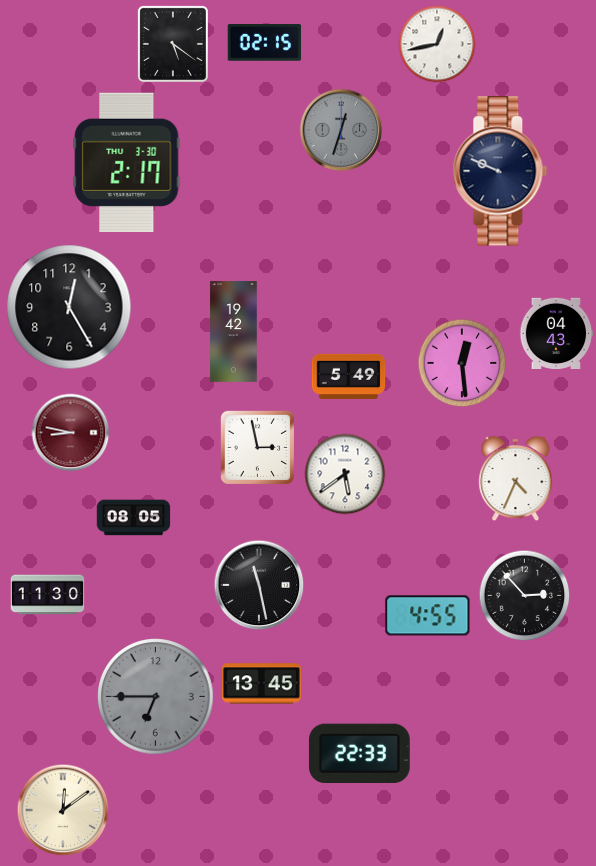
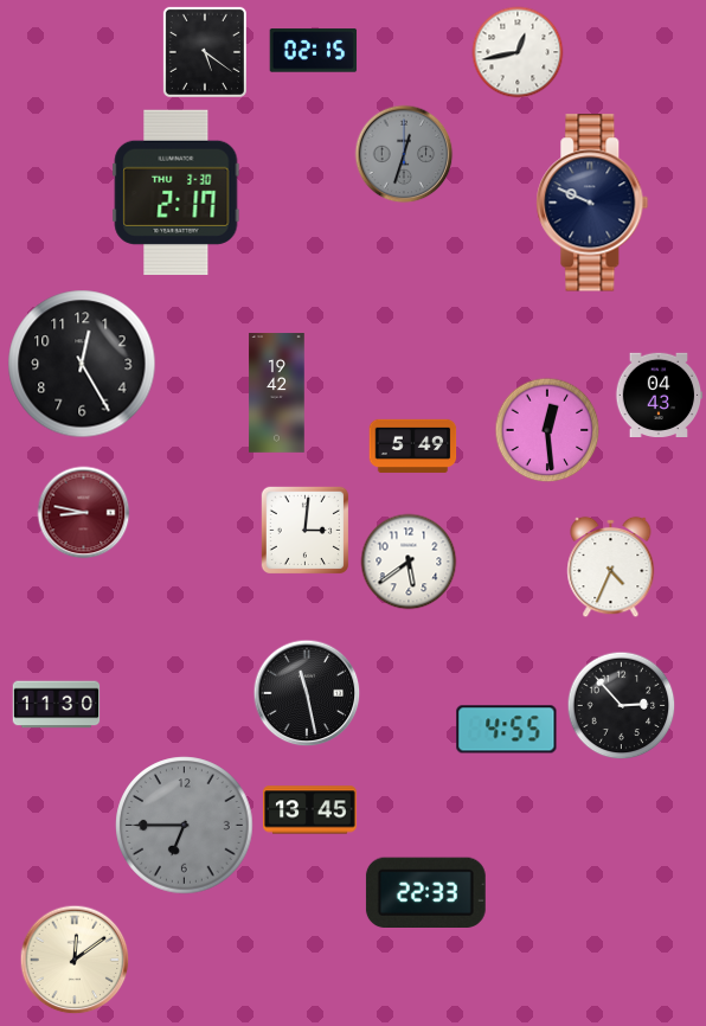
clock at (127, 162) position: (127, 162) -> (176, 192)
clock at (257, 447): 2:58 -> 3:01
clock at (134, 518): 08:05 -> none
